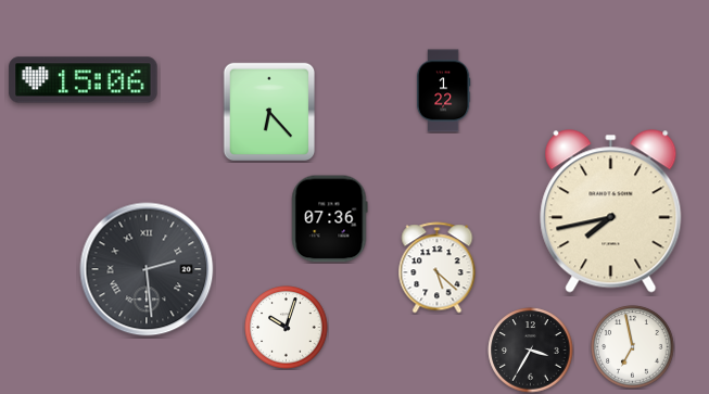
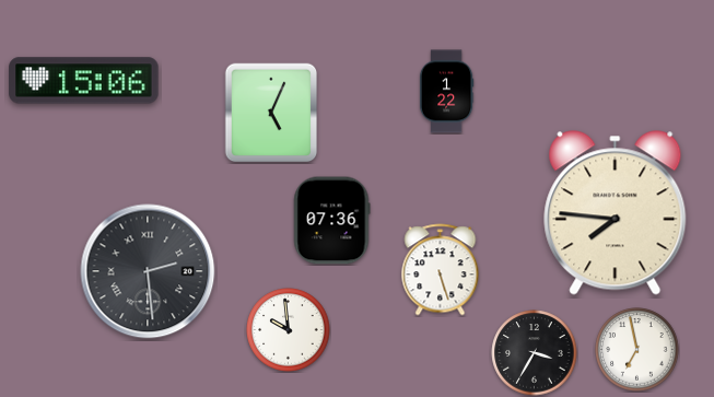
clock at (269, 112): 6:23 -> 5:04
clock at (611, 212): 7:43 -> 7:46
clock at (438, 268): 5:22 -> 5:27
clock at (287, 328): 10:03 -> 9:59
